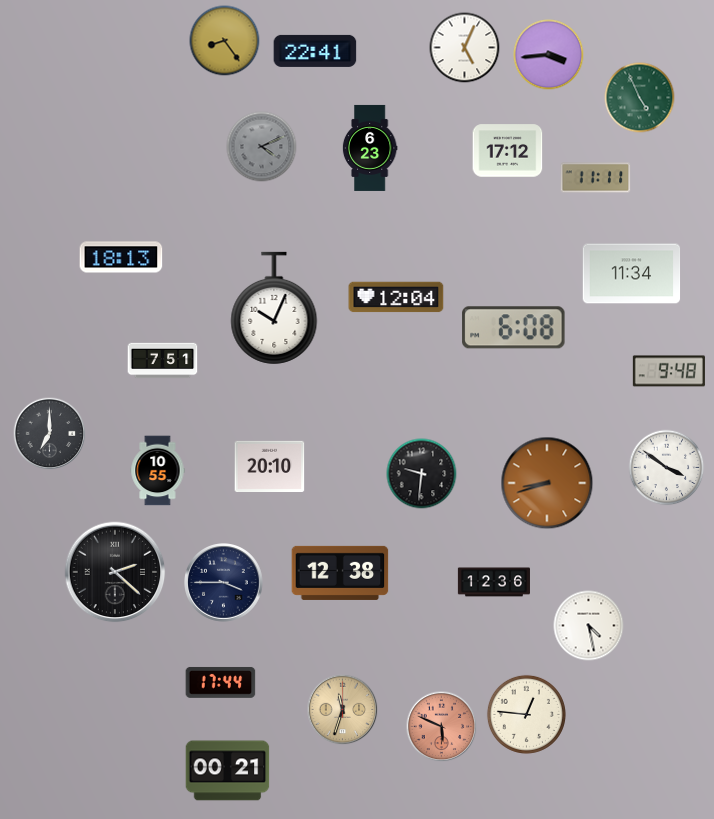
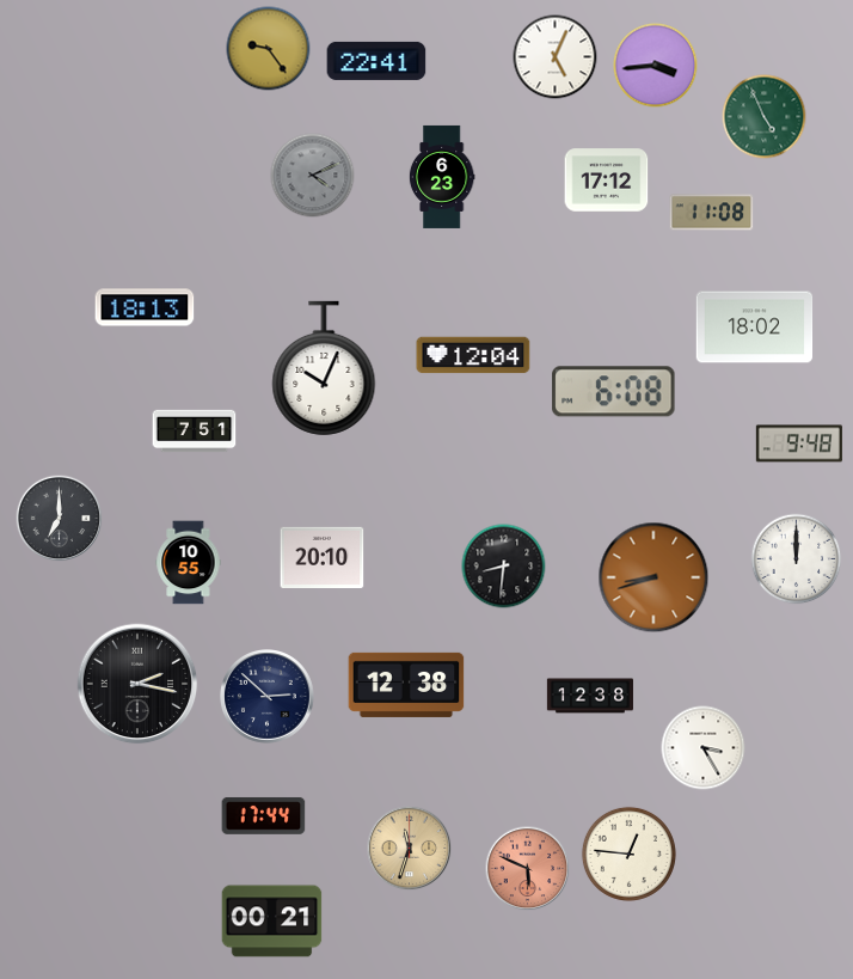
clock at (225, 41): 8:24 -> 9:24
clock at (596, 178): 11:11 -> 11:08
clock at (632, 274): 11:34 -> 18:02
clock at (274, 308) position: (274, 308) -> (324, 368)
clock at (667, 468): 3:51 -> 12:00
clock at (422, 474): 9:31 -> 8:31
clock at (115, 572): 2:22 -> 2:17
clock at (493, 582): 12:36 -> 12:38
clock at (224, 583): 3:45 -> 2:52
clock at (589, 626): 4:28 -> 3:25
